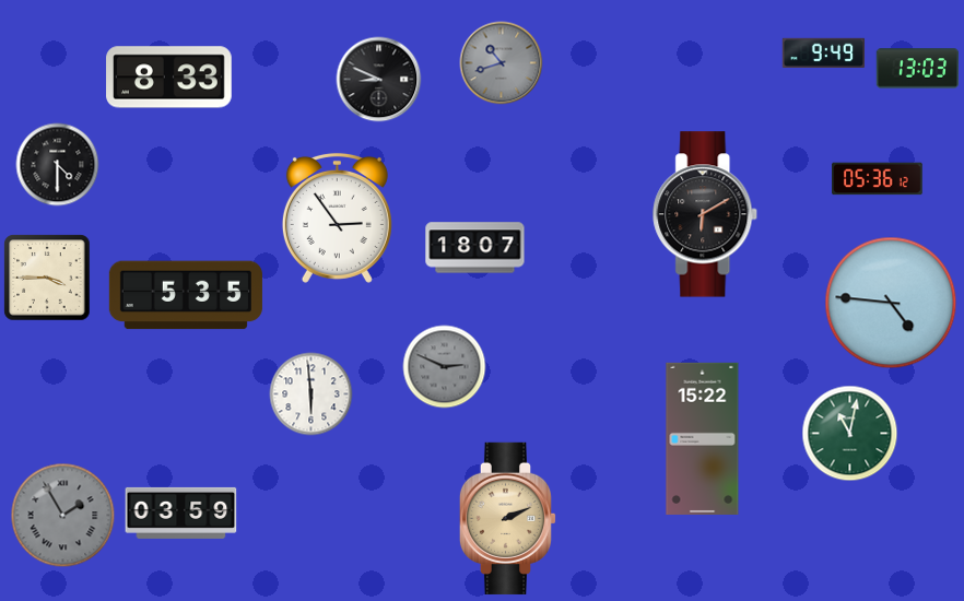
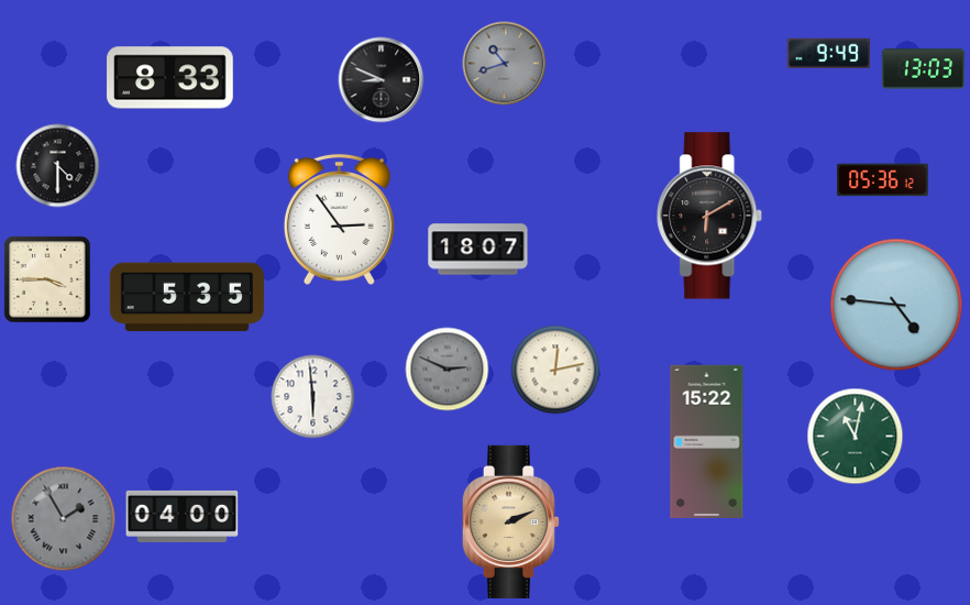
clock at (555, 370): none -> 12:13
clock at (181, 512): 03:59 -> 04:00
